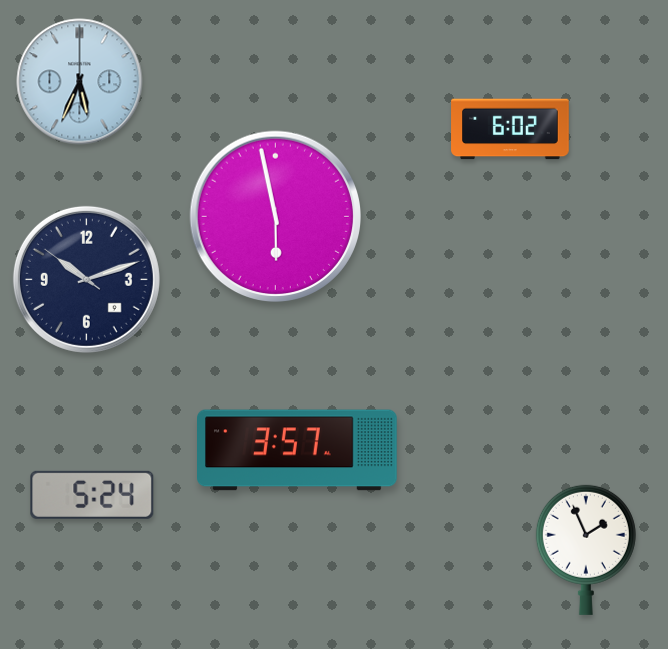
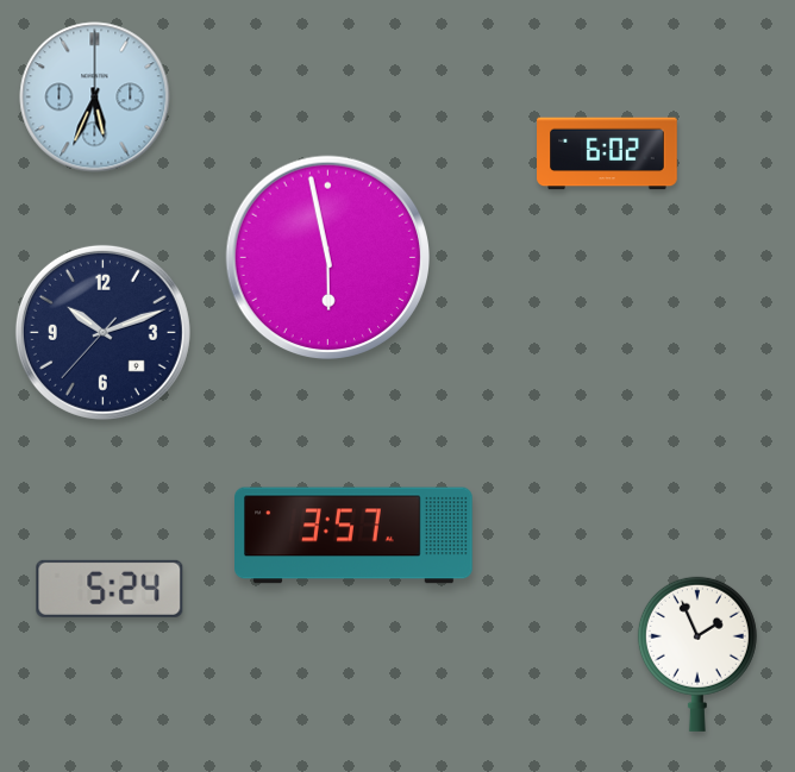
clock at (86, 279): 10:11:51 -> 10:11:37
